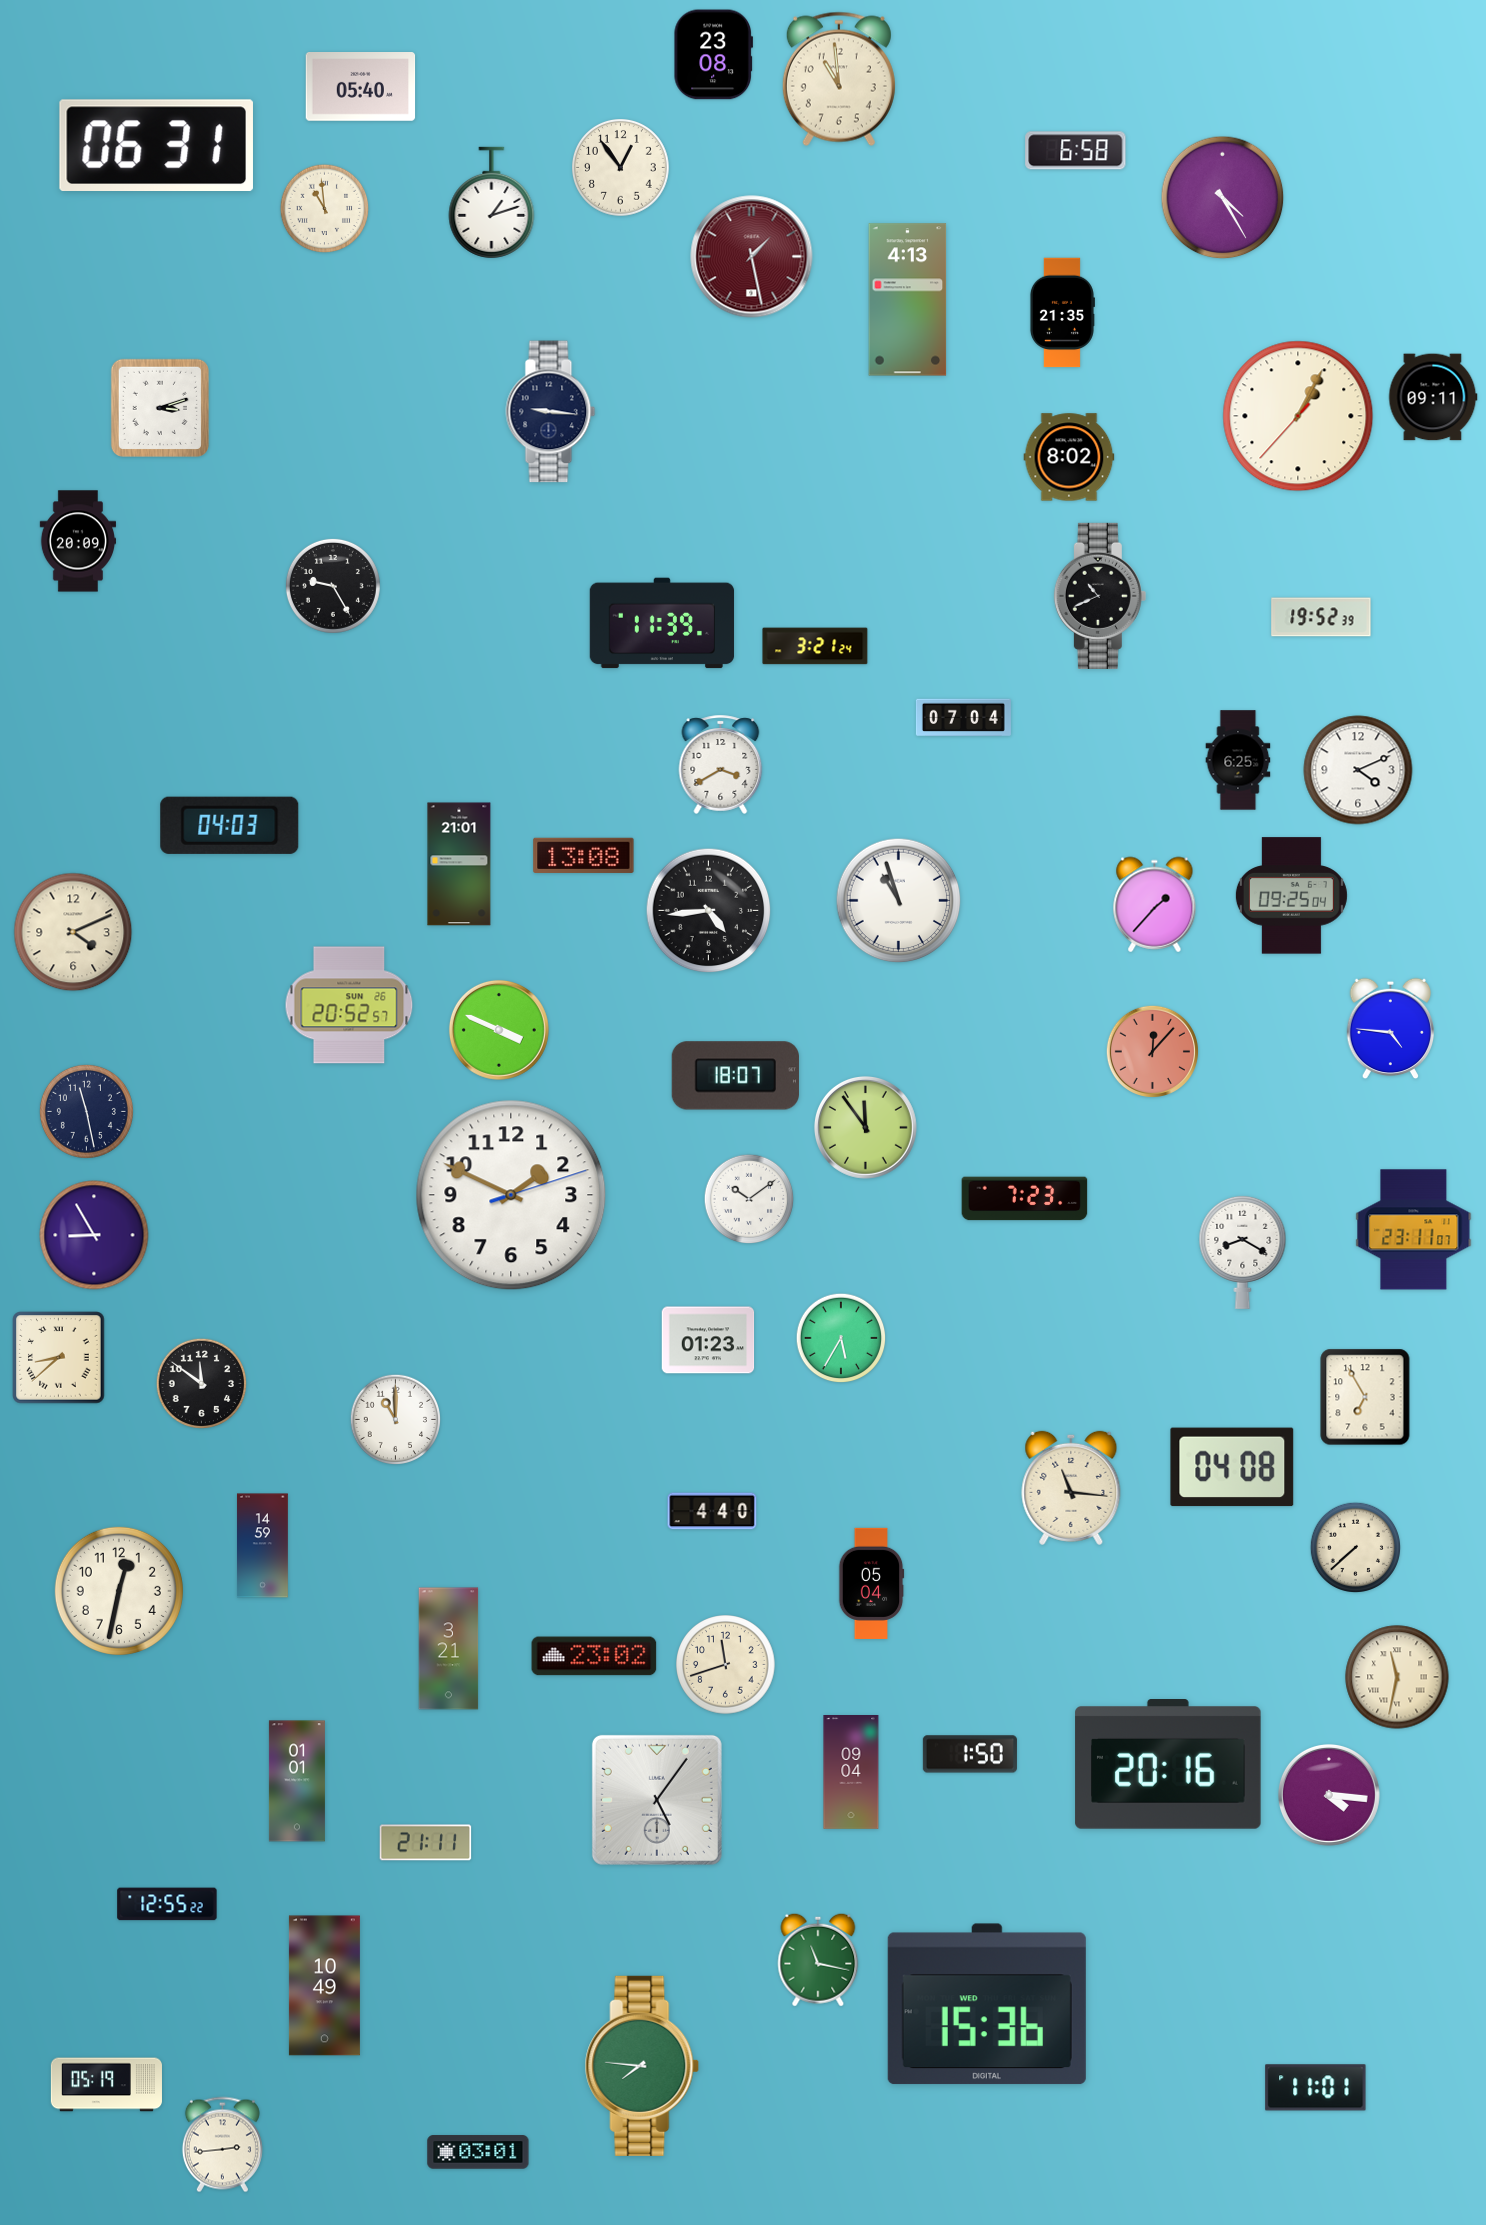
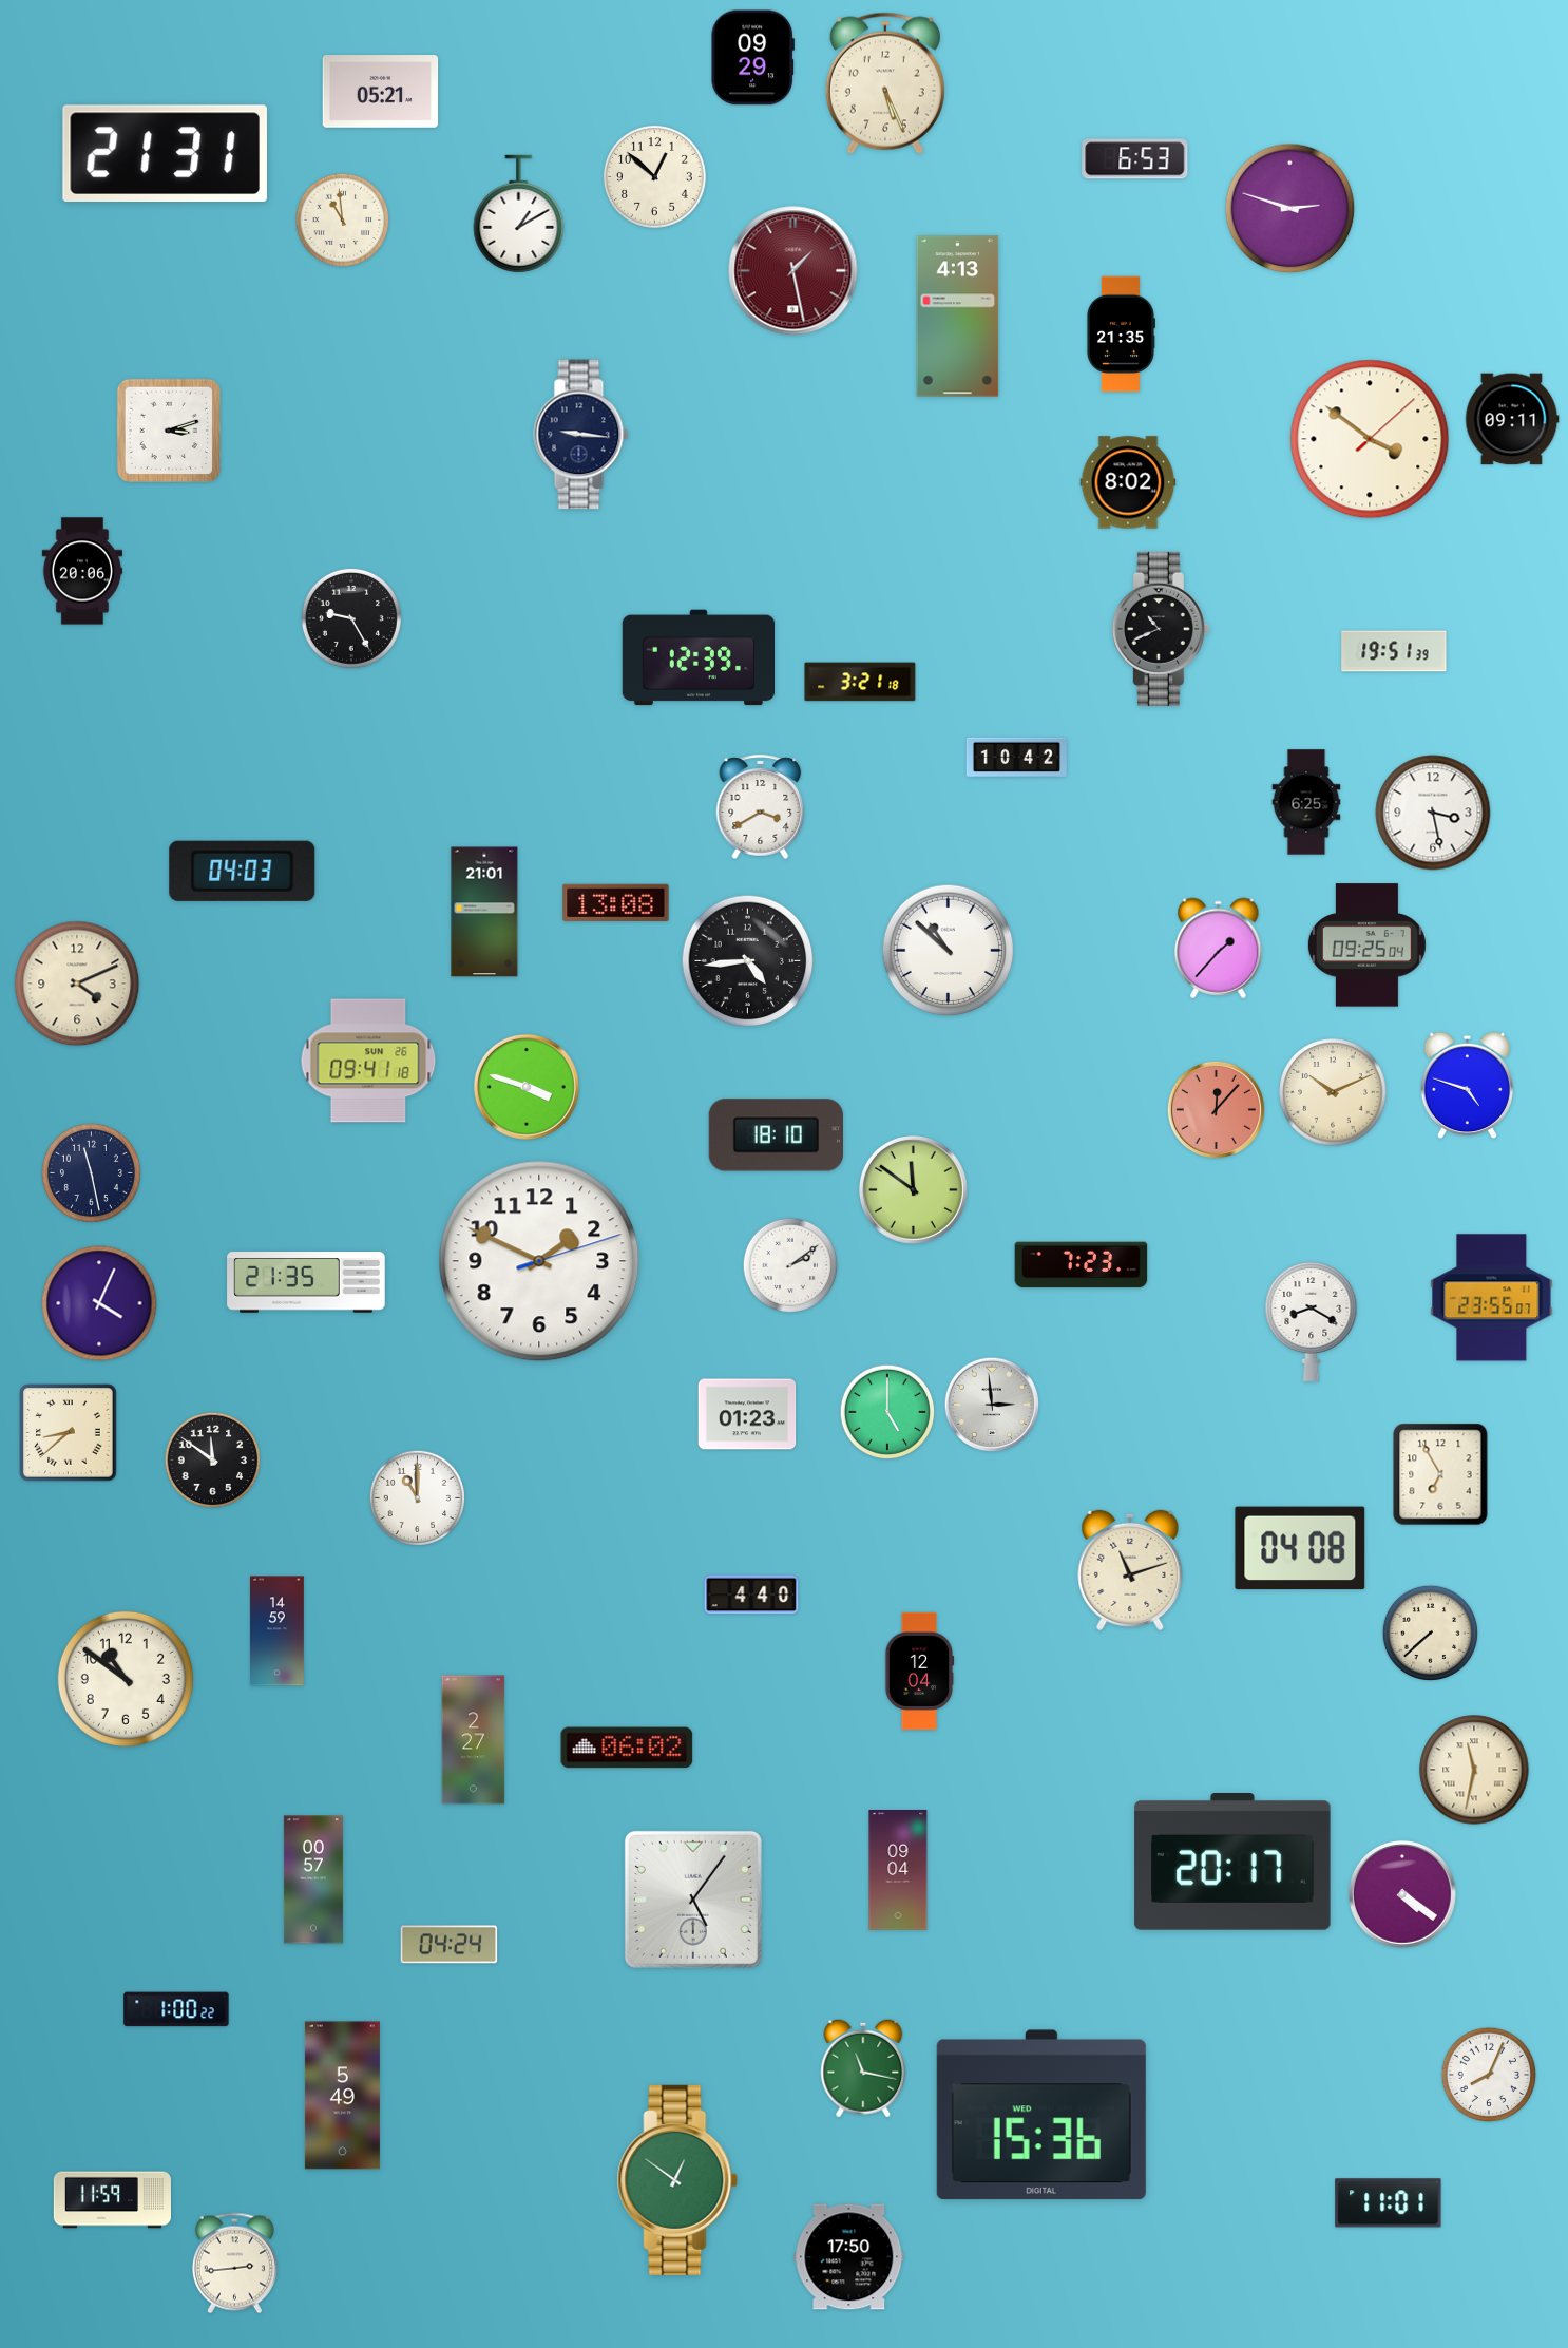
clock at (713, 55): 23:08 -> 09:29
clock at (839, 79): 10:59 -> 5:26
clock at (361, 87): 05:40 -> 05:21
clock at (156, 145): 06:31 -> 21:31
clock at (1076, 151): 6:58 -> 6:53
clock at (621, 168): 12:54 -> 12:52
clock at (1223, 198): 4:25 -> 2:48
clock at (492, 203): 1:12 -> 1:10
clock at (1062, 313) position: (1062, 313) -> (1121, 335)
clock at (1298, 416): 1:04 -> 3:51
clock at (77, 541): 20:09 -> 20:06
clock at (1321, 617): 19:52 -> 19:51
clock at (662, 623): 11:39 -> 12:39
clock at (815, 646): 3:21:24 -> 3:21:18
clock at (963, 718): 07:04 -> 10:42
clock at (1358, 770): 4:11 -> 3:28
clock at (1291, 896) position: (1291, 896) -> (1366, 946)
clock at (899, 901): 10:57 -> 10:52
clock at (1155, 905) position: (1155, 905) -> (1219, 949)
clock at (349, 1005): 20:52 -> 09:41
clock at (1391, 1029): 4:46 -> 4:48
clock at (499, 1030): 3:49 -> 3:48
clock at (1333, 1092): none -> 10:11
clock at (735, 1076): 18:07 -> 18:10
clock at (865, 1127): 11:54 -> 11:51
clock at (749, 1199): 10:09 -> 2:09
clock at (306, 1283): none -> 21:35
clock at (1414, 1230): 23:11 -> 23:55
clock at (94, 1235): 8:55 -> 4:04
clock at (992, 1405): none -> 2:59
clock at (841, 1338): 5:35 -> 5:00
clock at (59, 1358) position: (59, 1358) -> (69, 1433)
clock at (1071, 1488): 11:16 -> 11:12
clock at (871, 1583): 05:04 -> 12:04
clock at (119, 1591): 12:32 -> 10:51
clock at (449, 1649): 3:21 -> 2:27
clock at (594, 1656): 23:02 -> 06:02
clock at (726, 1665): 11:42 -> none
clock at (970, 1754): 1:50 -> none
clock at (1168, 1764): 20:16 -> 20:17
clock at (297, 1781): 01:01 -> 00:57
clock at (1329, 1795): 4:16 -> 4:21
clock at (426, 1843): 21:11 -> 04:24
clock at (167, 1904): 12:55 -> 1:00
clock at (1489, 2075): none -> 8:04
clock at (324, 1986): 10:49 -> 5:49
clock at (642, 2066): 7:46 -> 12:51
clock at (106, 2085): 05:19 -> 11:59
clock at (849, 2257): none -> 17:50
clock at (478, 2152): 03:01 -> none
